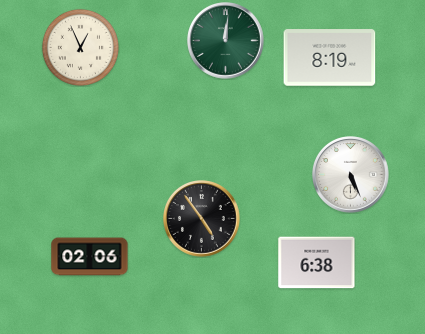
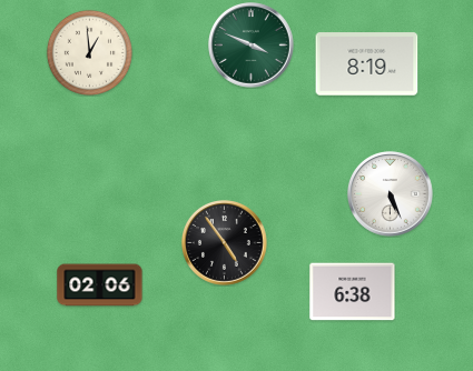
clock at (226, 41): 12:01 -> 3:49
clock at (80, 47): 12:56 -> 12:59
